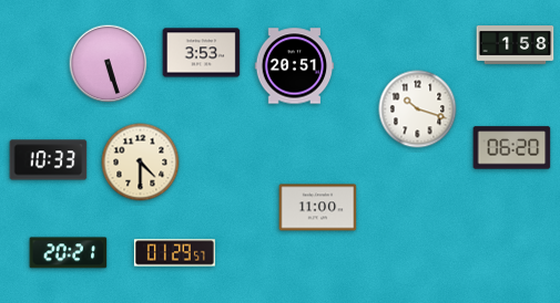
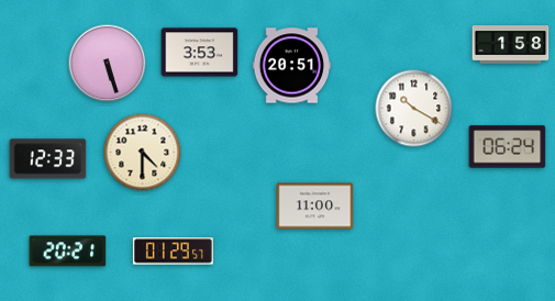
clock at (418, 109): 10:18 -> 10:20
clock at (512, 148): 06:20 -> 06:24
clock at (49, 160): 10:33 -> 12:33
clock at (141, 163) position: (141, 163) -> (143, 153)
